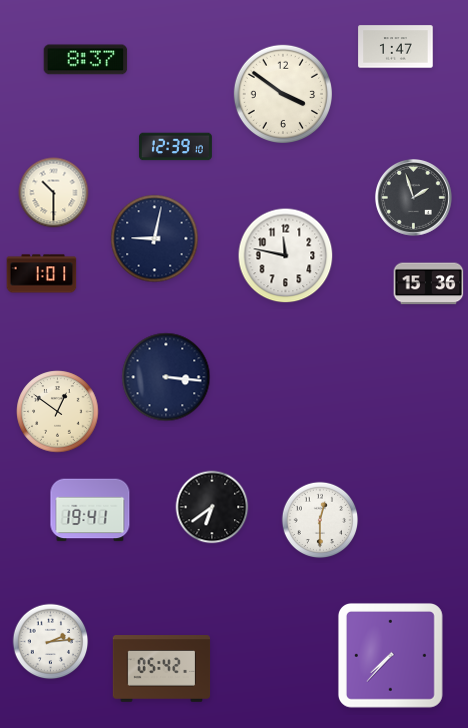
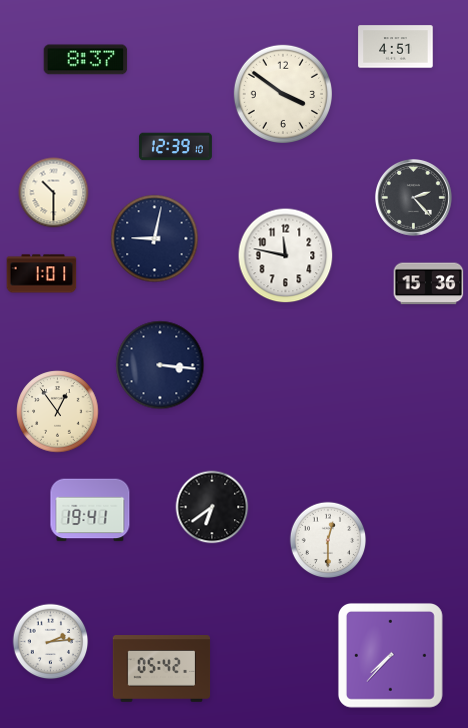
clock at (396, 47): 1:47 -> 4:51
clock at (414, 198): 1:57 -> 2:23
clock at (166, 377) position: (166, 377) -> (160, 365)
clock at (58, 412): 12:51 -> 12:54
clock at (320, 520) position: (320, 520) -> (328, 540)
